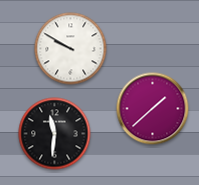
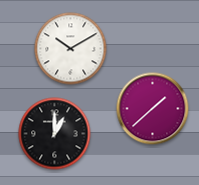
clock at (71, 49): 9:50 -> 10:10
clock at (55, 134): 11:31 -> 1:00
